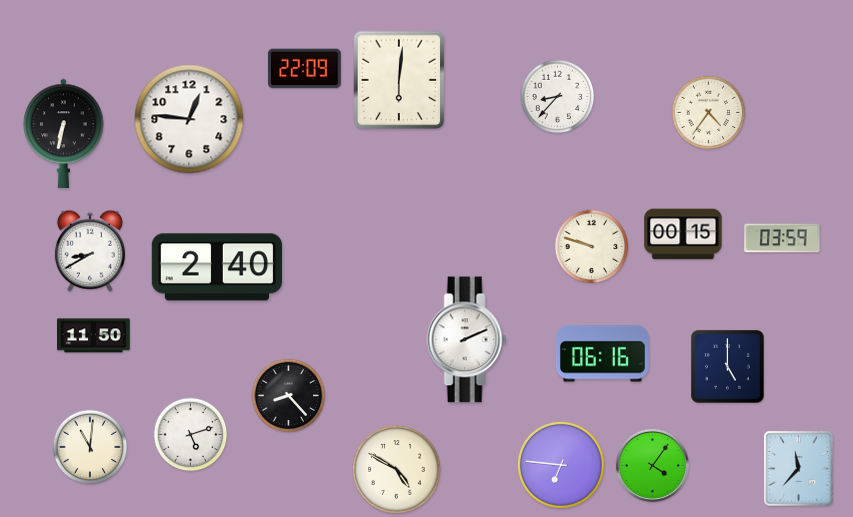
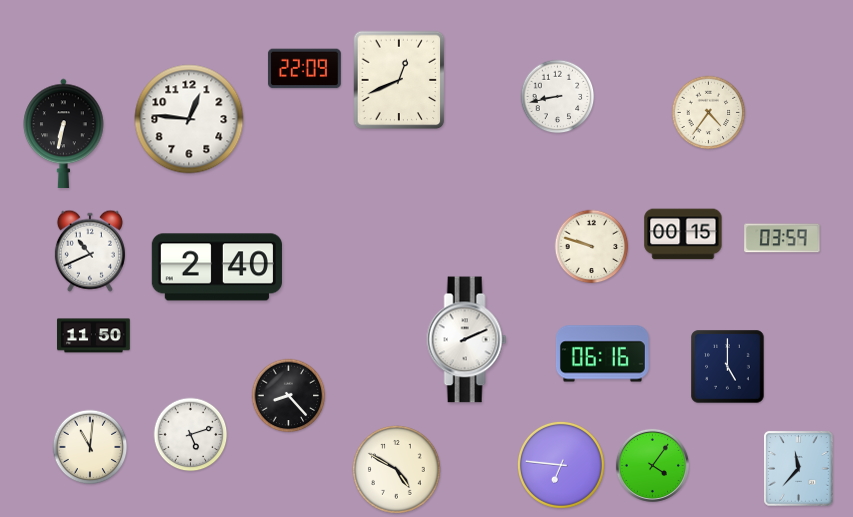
clock at (399, 80): 6:01 -> 12:41
clock at (558, 97): 8:37 -> 8:43
clock at (90, 251): 8:40 -> 10:41
